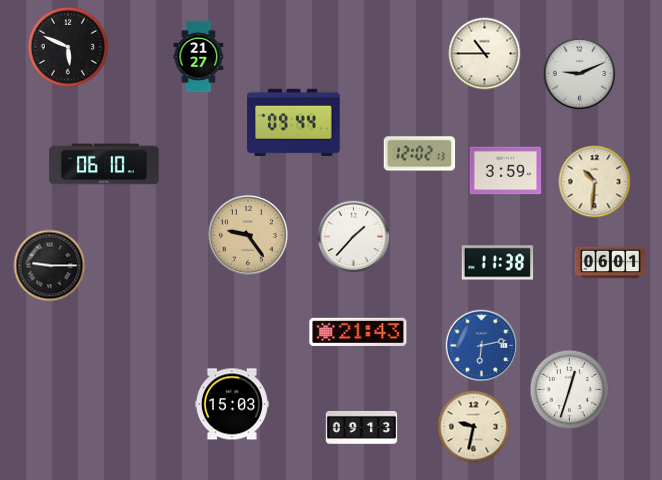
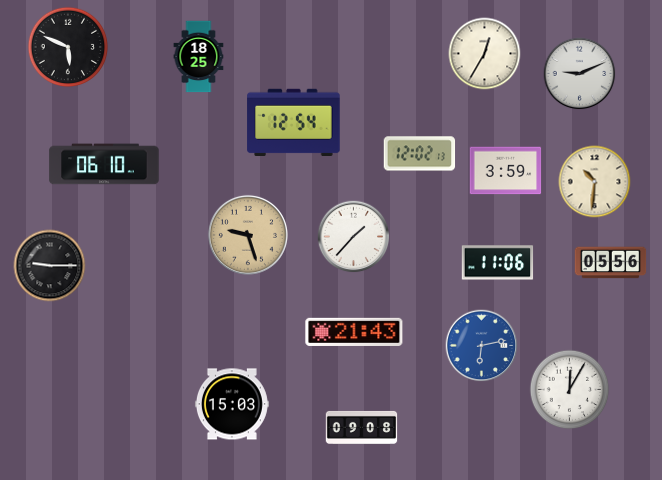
clock at (485, 54): 10:45 -> 12:35
clock at (199, 57): 21:27 -> 18:25
clock at (294, 122): 09:44 -> 12:54
clock at (248, 235): 9:24 -> 9:27
clock at (498, 263): 11:38 -> 11:06
clock at (611, 263): 06:01 -> 05:56
clock at (358, 332) position: (358, 332) -> (354, 332)
clock at (570, 390): 12:33 -> 12:05
clock at (362, 427): 09:13 -> 09:08
clock at (474, 427): 9:32 -> none
